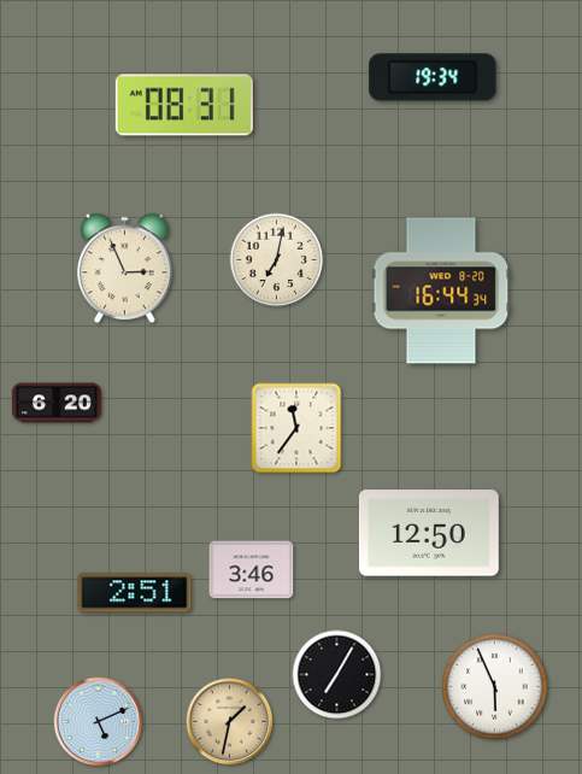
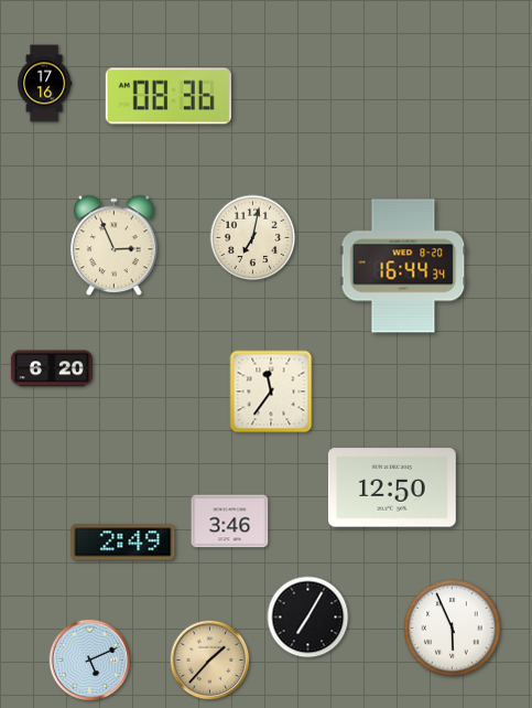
clock at (433, 77): 19:34 -> none
clock at (45, 84): none -> 17:16
clock at (184, 105): 08:31 -> 08:36
clock at (135, 593): 2:51 -> 2:49
clock at (230, 722): 1:32 -> 1:37
